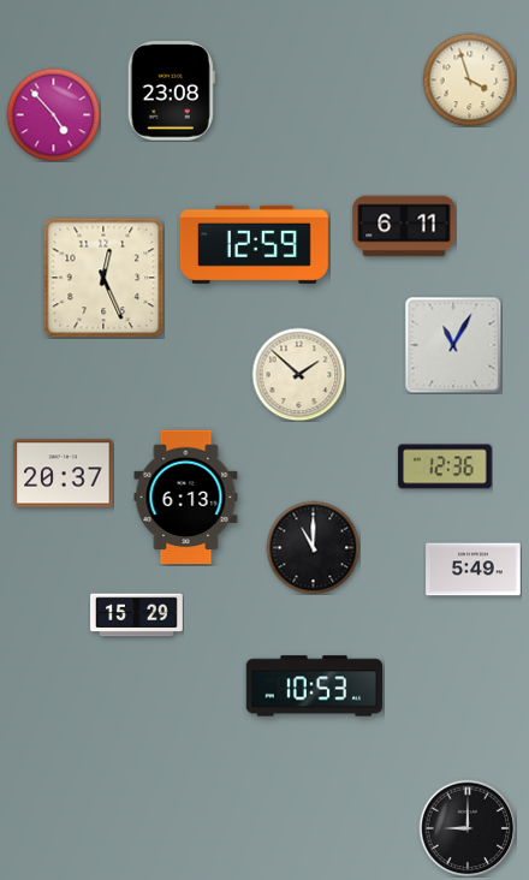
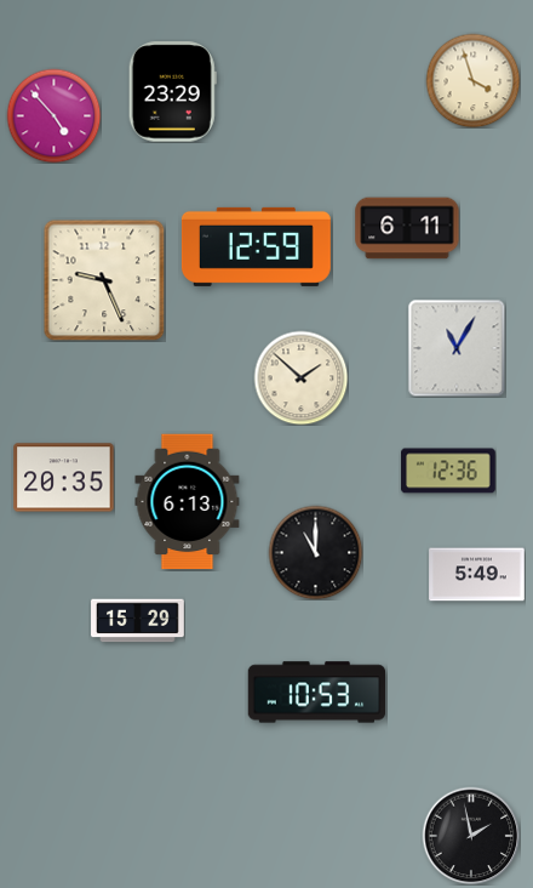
clock at (171, 91): 23:08 -> 23:29
clock at (103, 278): 12:26 -> 9:26
clock at (64, 474): 20:37 -> 20:35
clock at (468, 828): 9:00 -> 1:58
